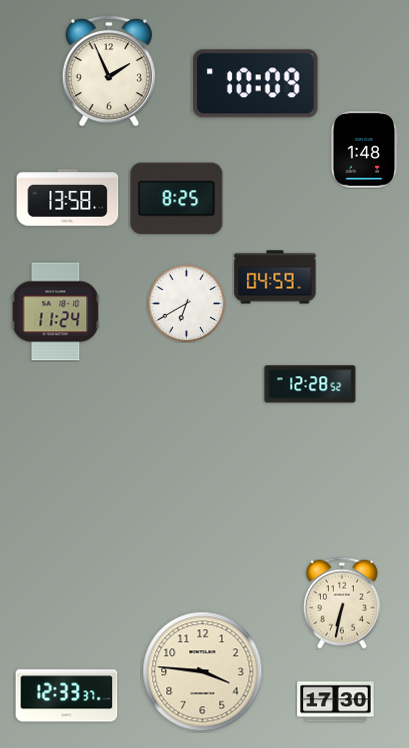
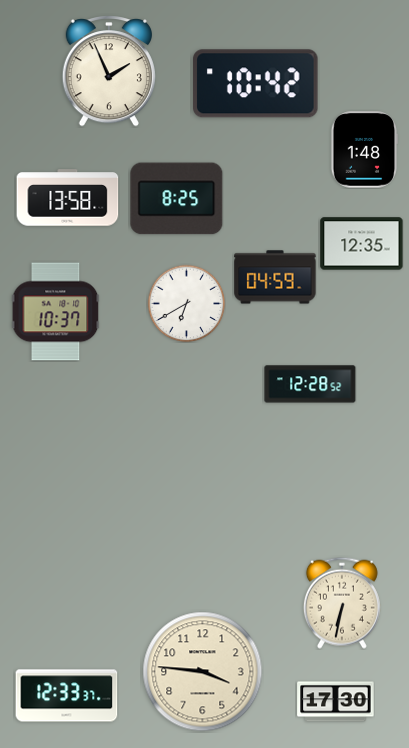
clock at (256, 84): 10:09 -> 10:42
clock at (362, 244): none -> 12:35
clock at (56, 312): 11:24 -> 10:37
